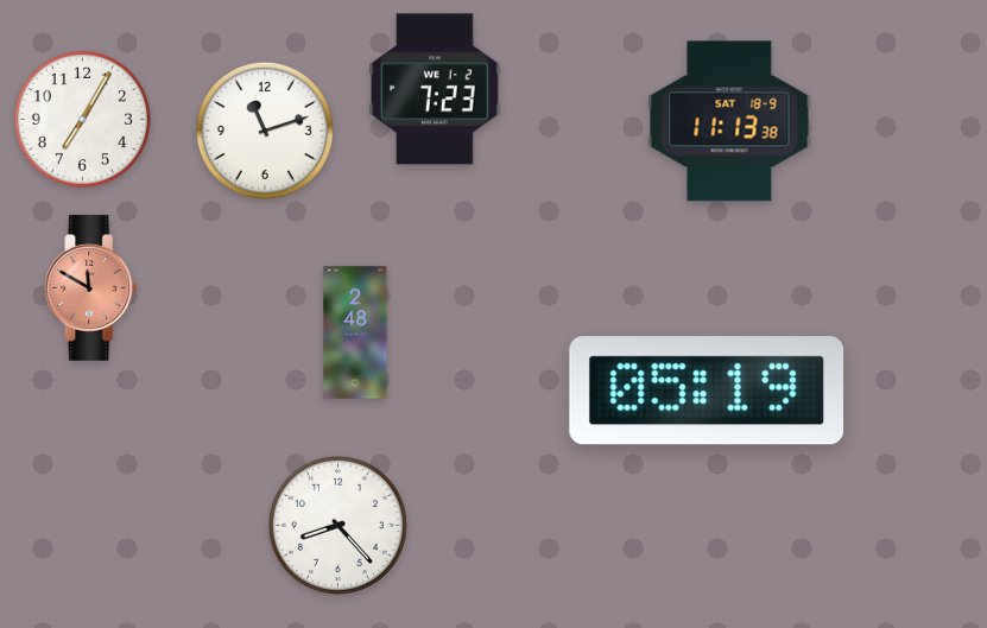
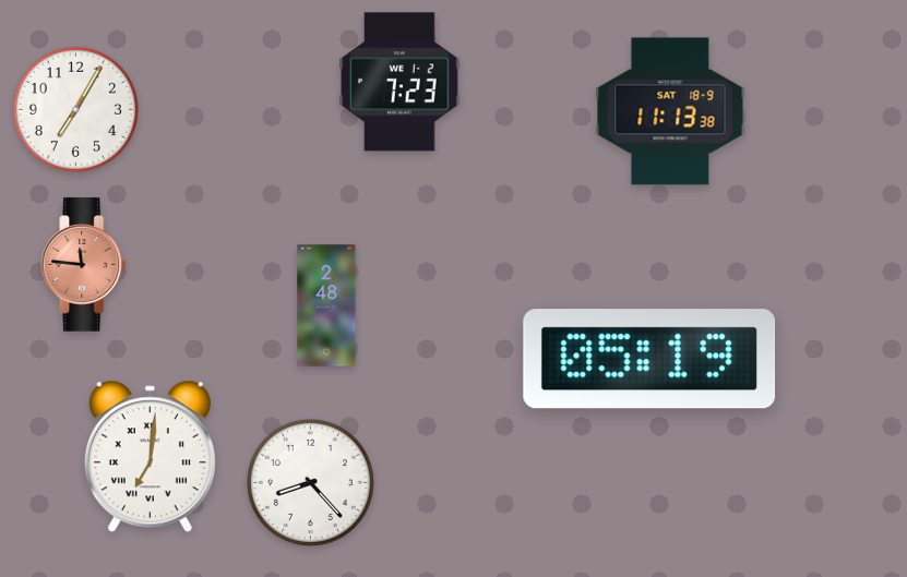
clock at (265, 131): 11:12 -> none
clock at (91, 288): 11:50 -> 11:46
clock at (150, 457): none -> 7:01
